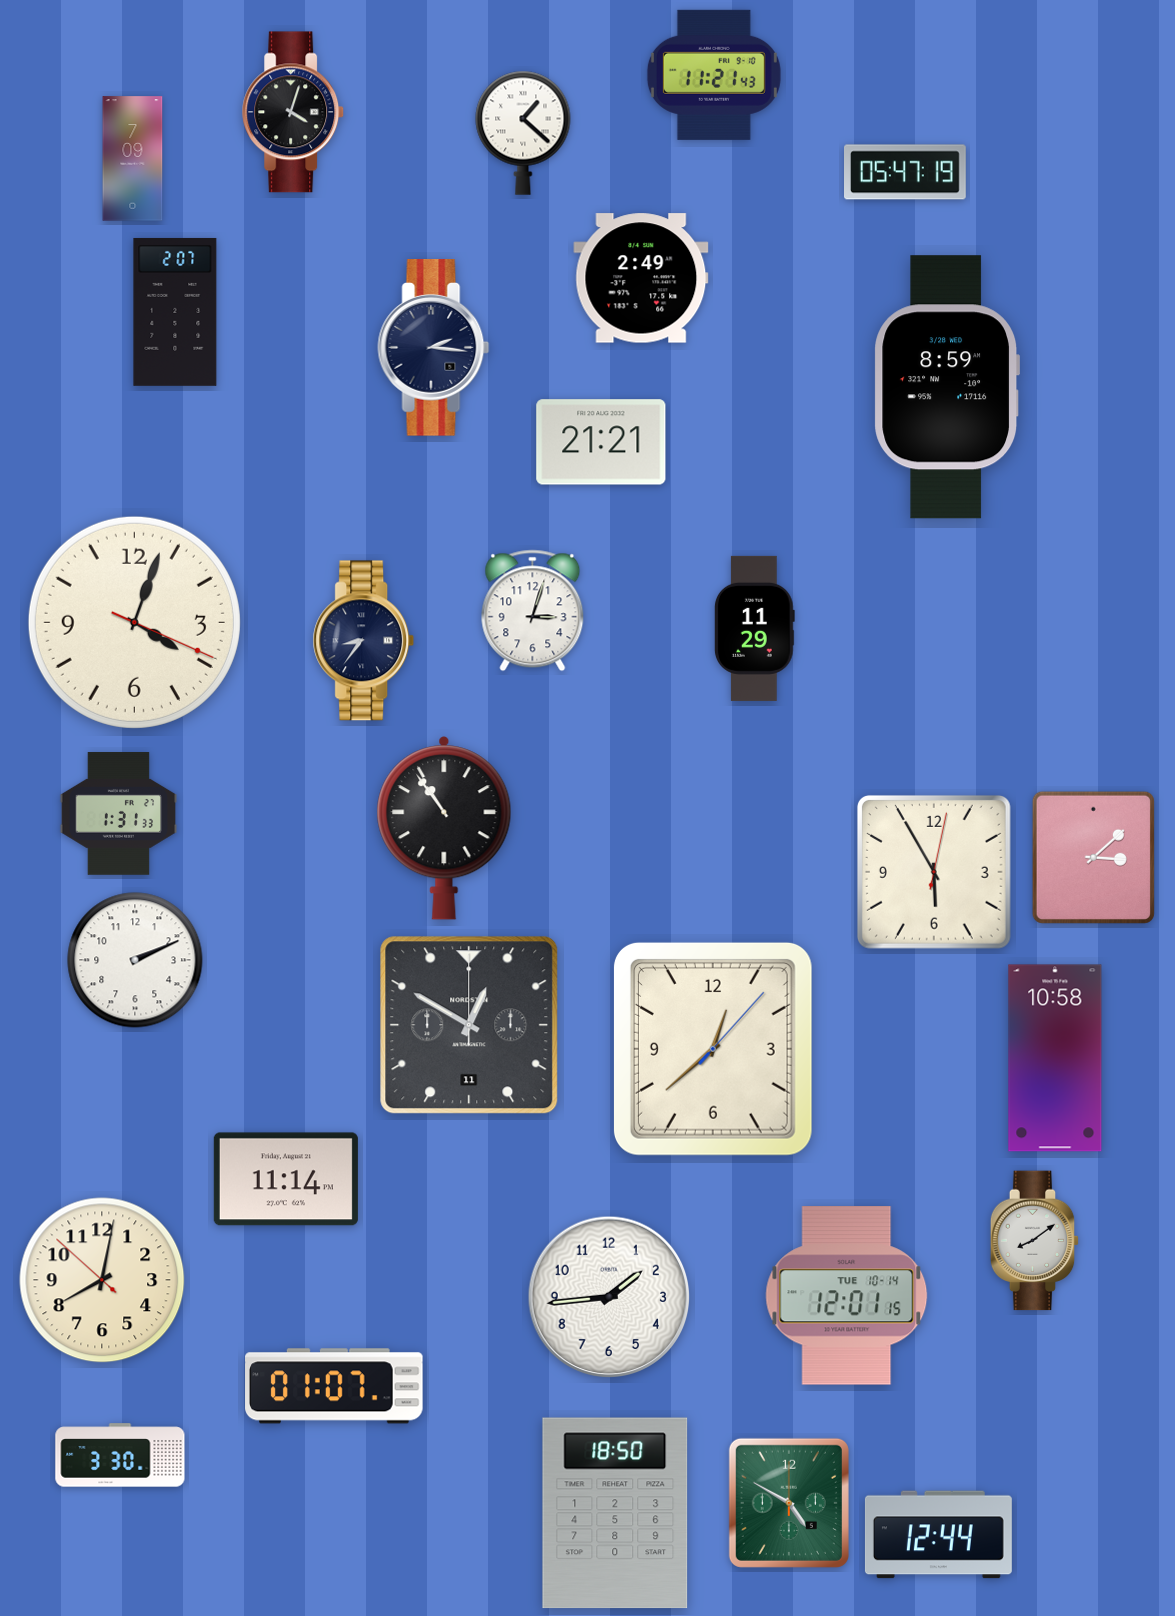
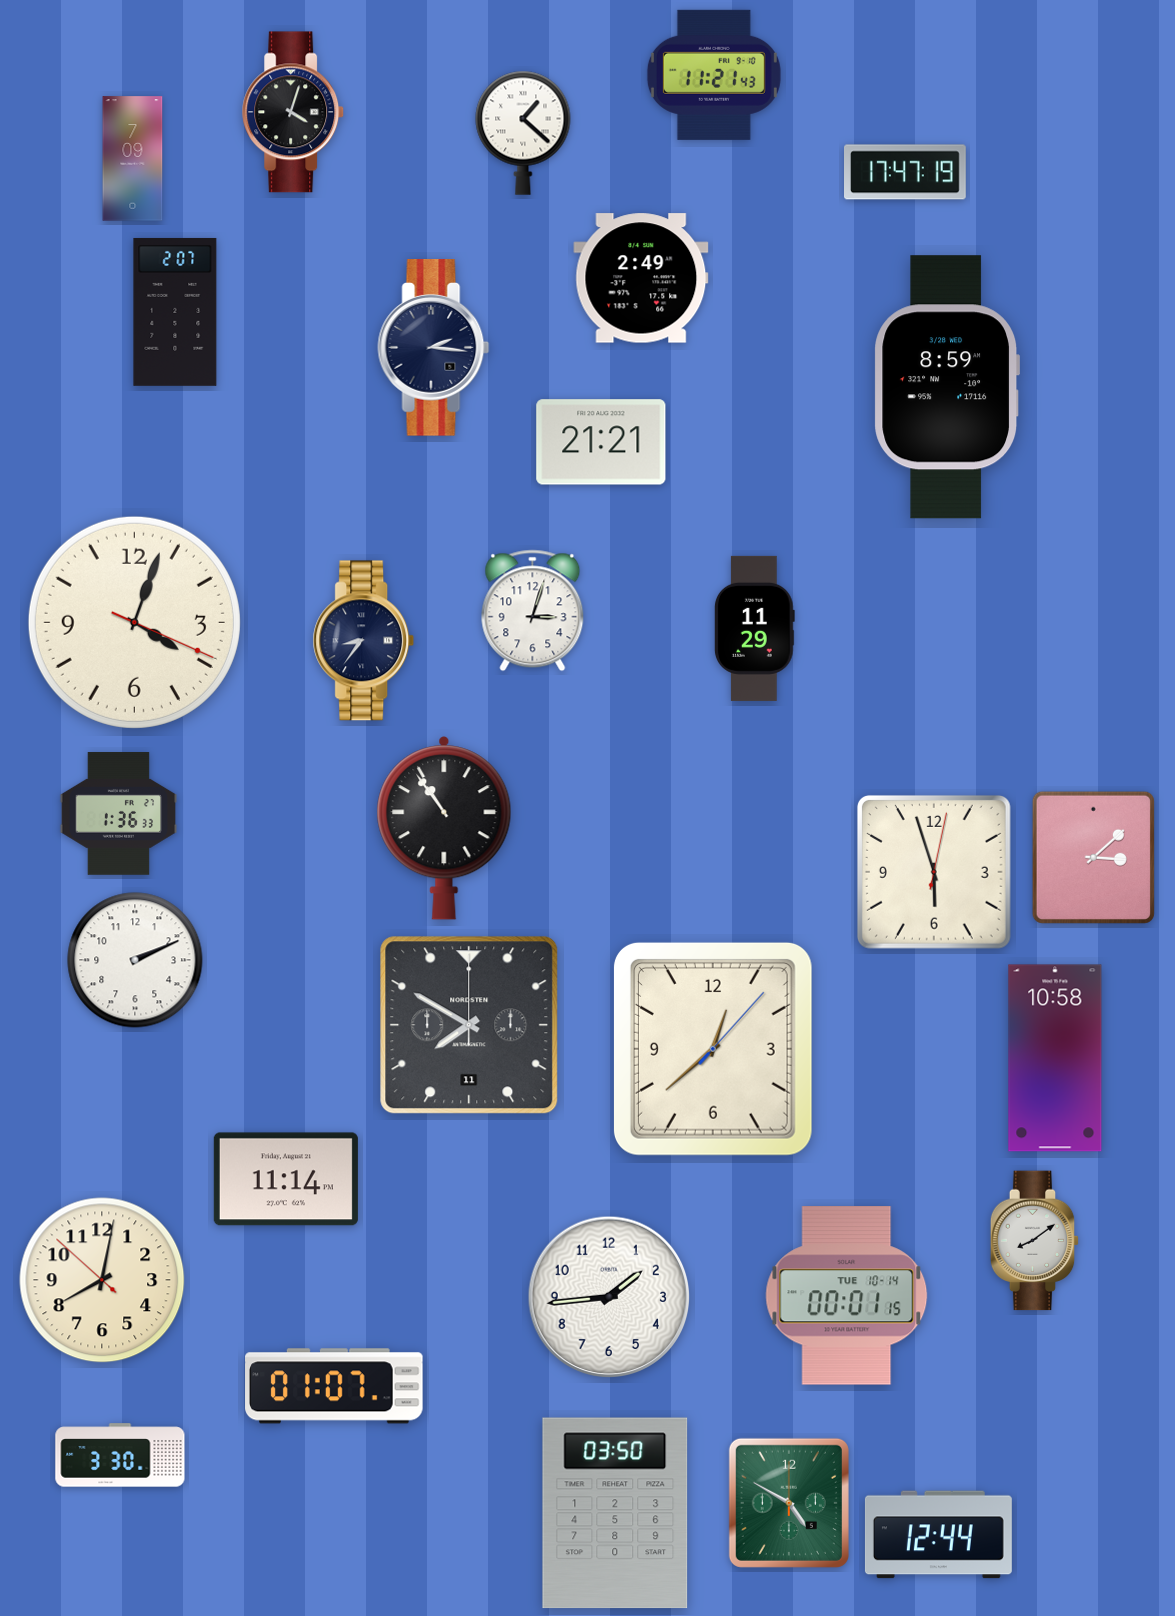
clock at (906, 172): 05:47 -> 17:47
clock at (119, 814): 1:31 -> 1:36
clock at (934, 872): 5:55 -> 5:57
clock at (469, 1025): 12:50 -> 7:50
clock at (847, 1296): 12:01 -> 00:01
clock at (615, 1513): 18:50 -> 03:50
